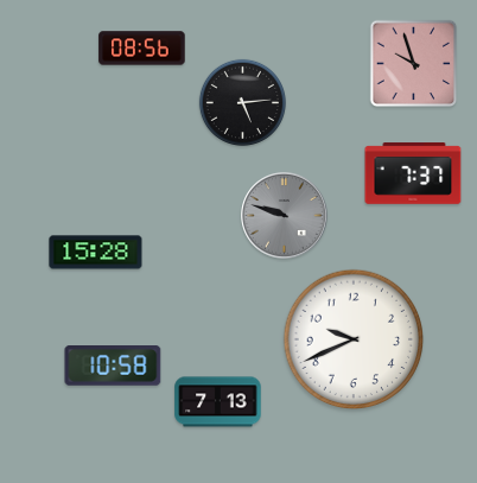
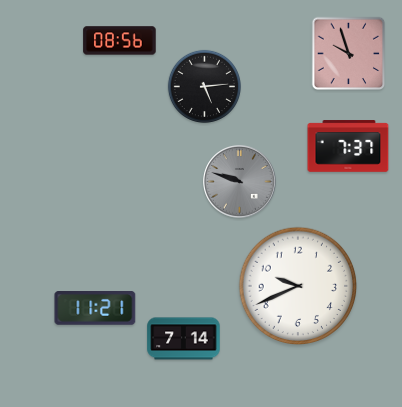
clock at (96, 253): 15:28 -> none
clock at (113, 367): 10:58 -> 11:21
clock at (218, 402): 7:13 -> 7:14
